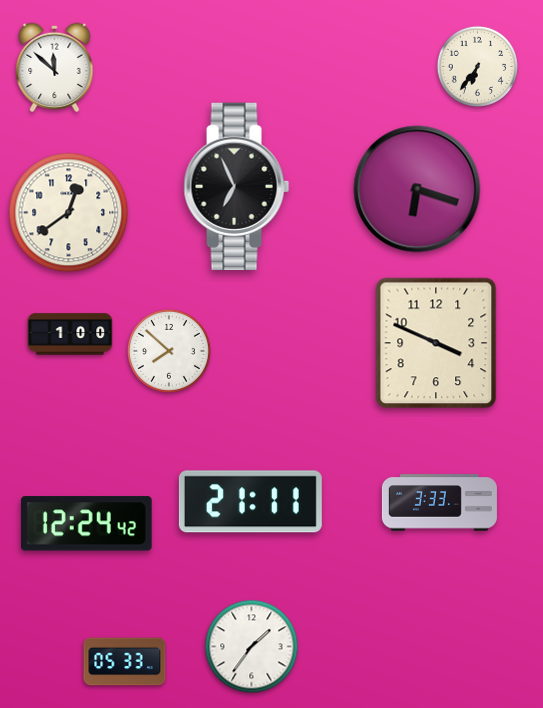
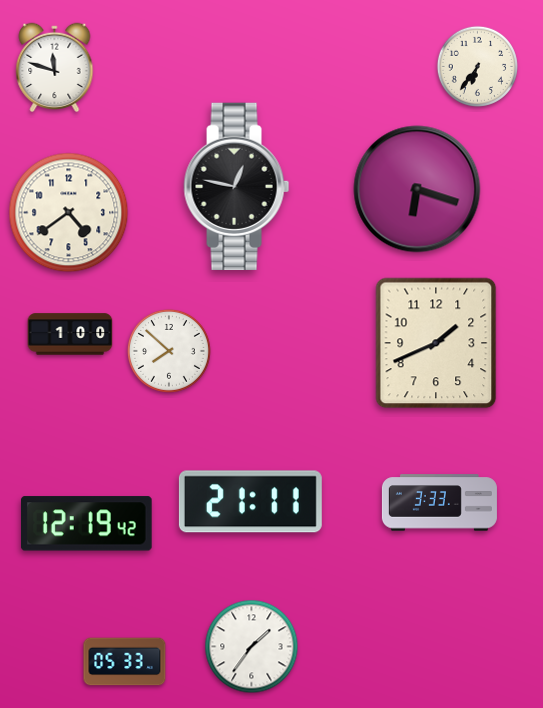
clock at (55, 68): 11:52 -> 11:48
clock at (237, 186): 6:56 -> 12:47
clock at (69, 213): 12:39 -> 4:39
clock at (436, 343): 3:49 -> 1:41
clock at (86, 524): 12:24 -> 12:19
